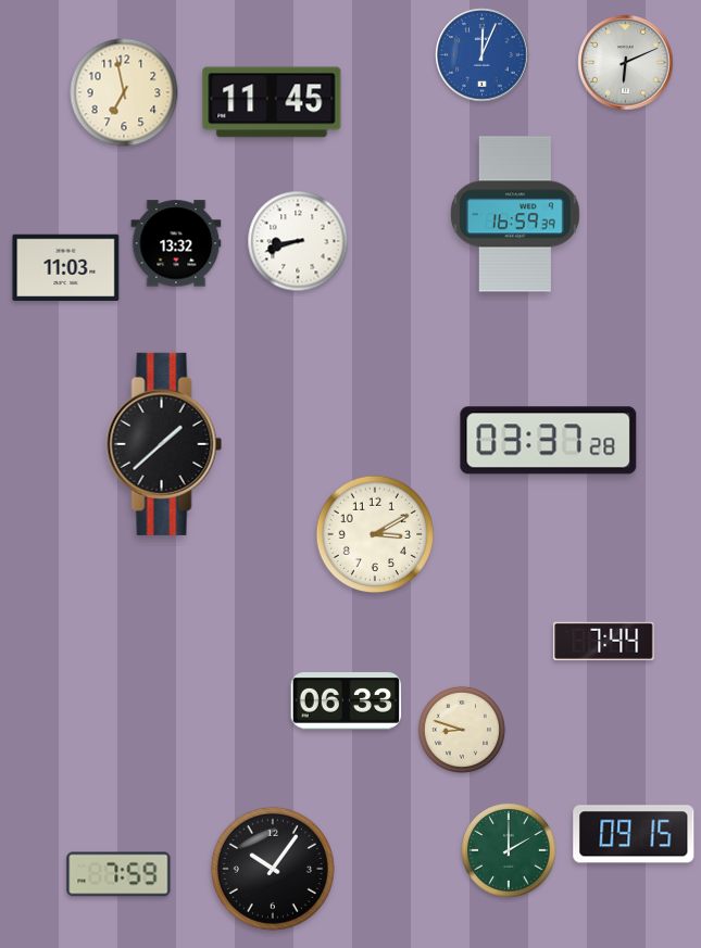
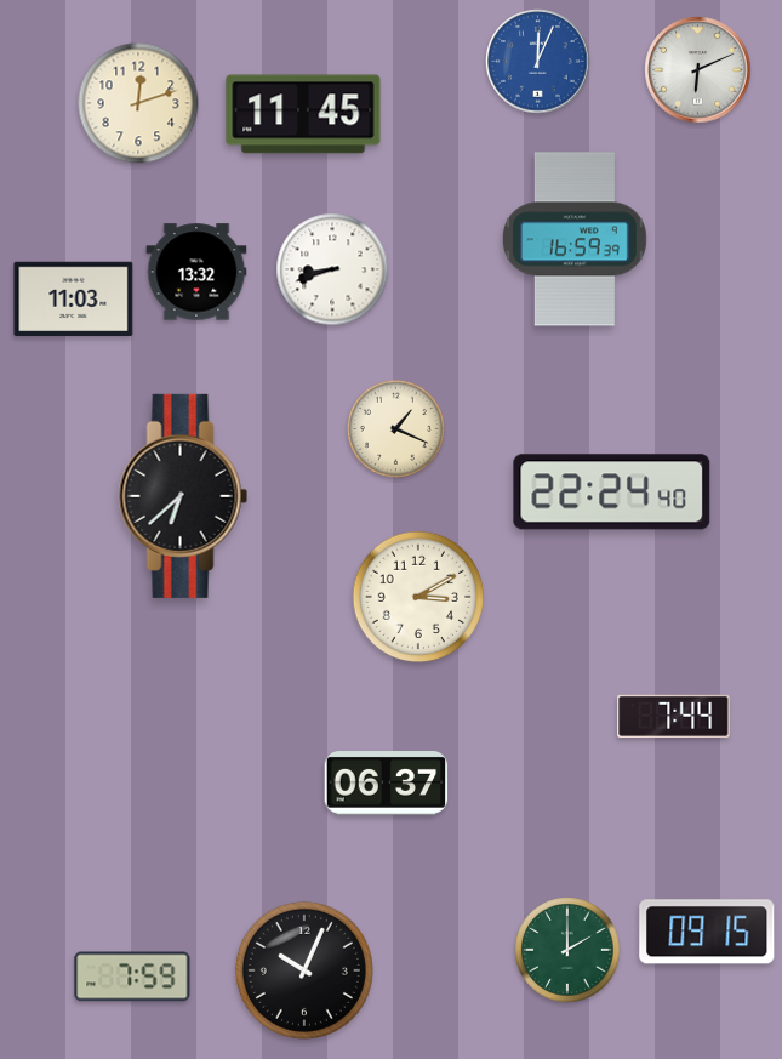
clock at (124, 92): 6:58 -> 12:12
clock at (395, 428): none -> 1:19
clock at (549, 441): 03:37 -> 22:24
clock at (164, 444): 1:38 -> 6:38
clock at (347, 701): 06:33 -> 06:37
clock at (462, 730): 8:48 -> none
clock at (273, 869): 10:06 -> 10:04
